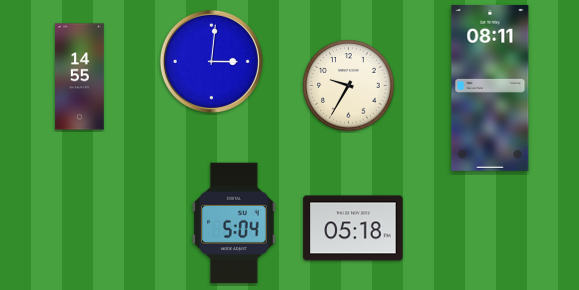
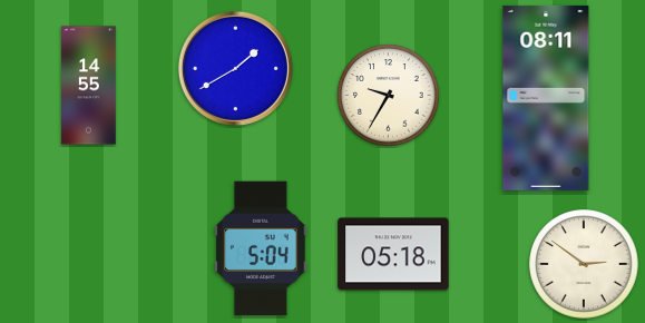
clock at (211, 61): 3:01 -> 1:40
clock at (584, 264): none -> 2:51
